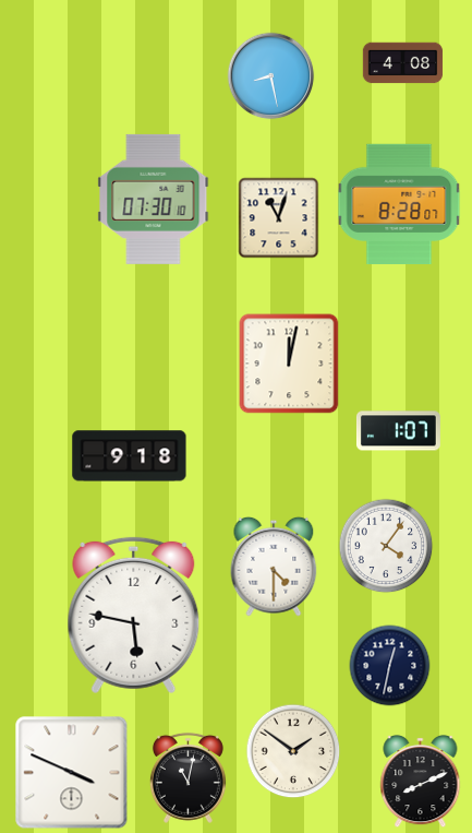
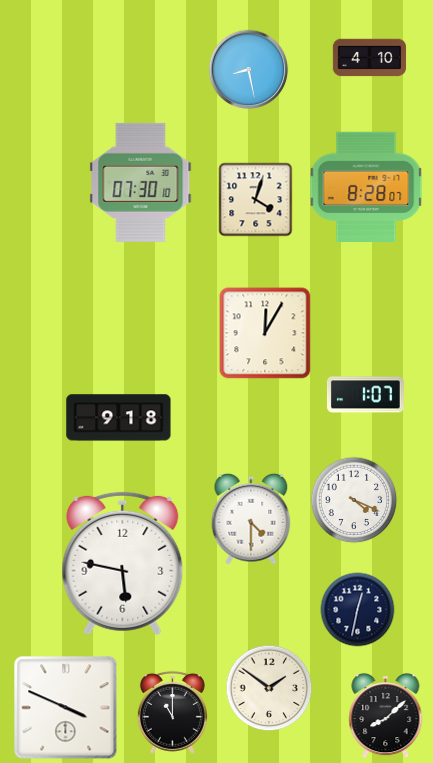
clock at (403, 63): 4:08 -> 4:10
clock at (279, 218): 11:03 -> 4:03
clock at (289, 364): 12:02 -> 12:05
clock at (386, 546): 4:06 -> 4:19
clock at (187, 777): 11:02 -> 11:00
clock at (421, 782): 8:11 -> 8:08
